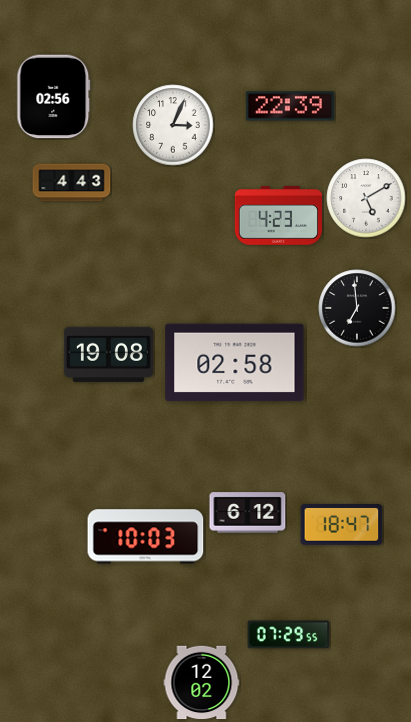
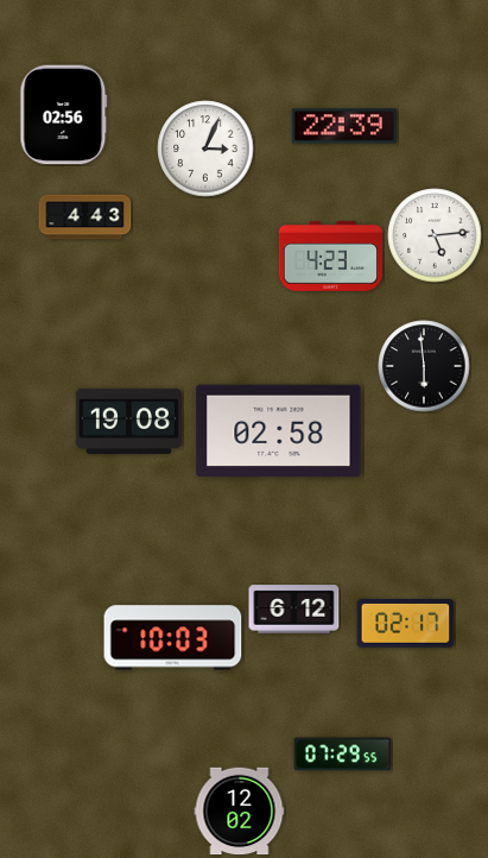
clock at (366, 198): 5:10 -> 5:14
clock at (357, 308): 6:59 -> 5:59
clock at (342, 525): 18:47 -> 02:17
